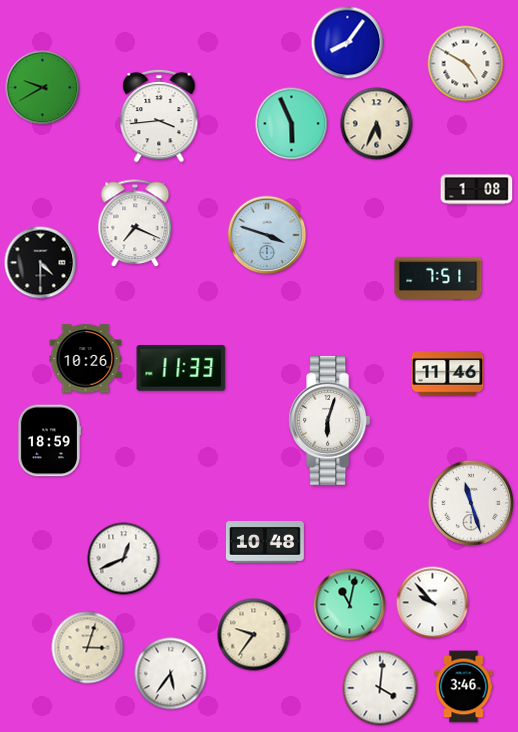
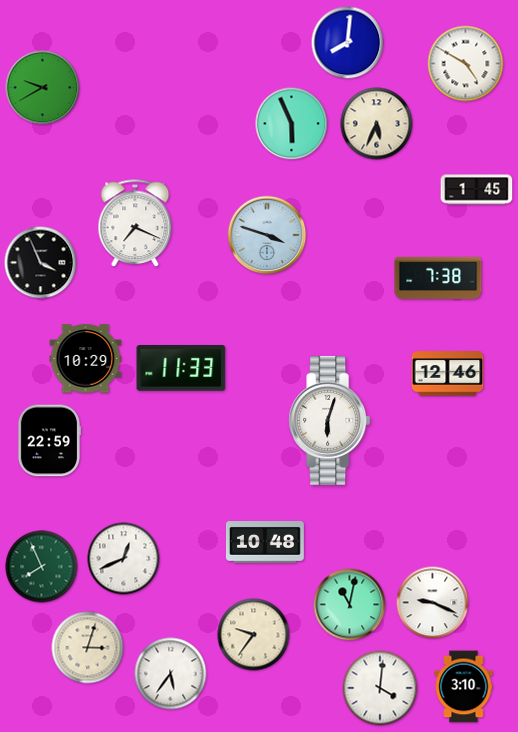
clock at (348, 43): 8:06 -> 8:01
clock at (159, 116): 3:44 -> none
clock at (477, 190): 1:08 -> 1:45
clock at (41, 263): 4:30 -> 3:56
clock at (438, 278): 7:51 -> 7:38
clock at (86, 359): 10:26 -> 10:29
clock at (448, 374): 11:46 -> 12:46
clock at (49, 441): 18:59 -> 22:59
clock at (471, 503): 11:27 -> none
clock at (42, 567): none -> 7:56
clock at (433, 603): 9:53 -> 9:19
clock at (464, 687): 3:46 -> 3:10
